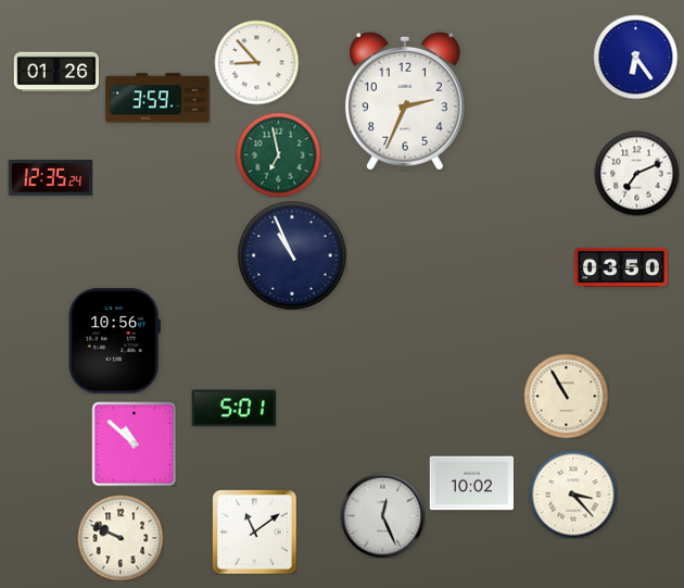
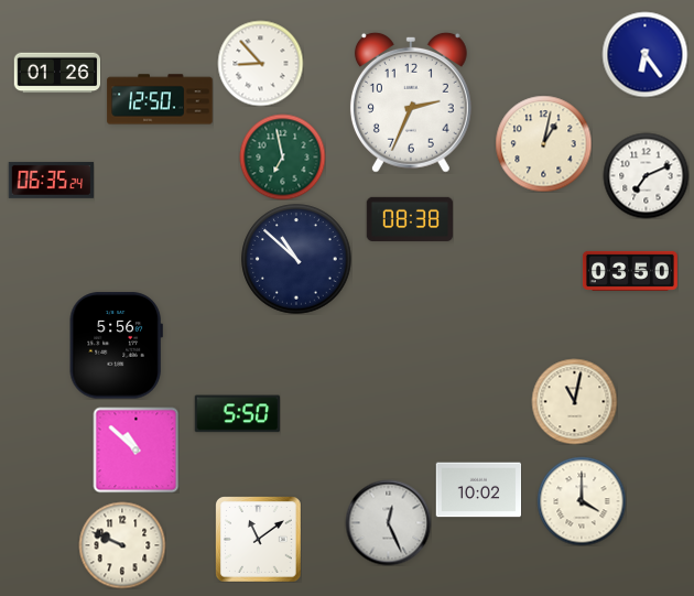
clock at (635, 57) position: (635, 57) -> (644, 54)
clock at (157, 98): 3:59 -> 12:50
clock at (543, 143): none -> 1:02
clock at (50, 177): 12:35 -> 06:35
clock at (410, 219): none -> 08:38
clock at (292, 255): 10:56 -> 10:52
clock at (114, 341): 10:56 -> 5:56
clock at (566, 396): 10:55 -> 11:02
clock at (233, 409): 5:01 -> 5:50
clock at (573, 495): 3:23 -> 4:00
